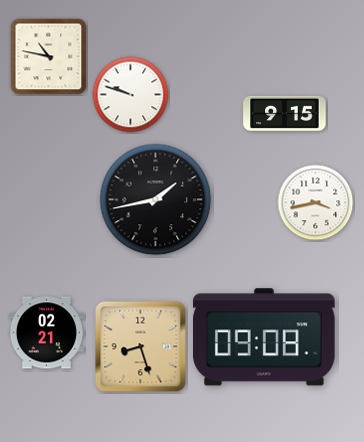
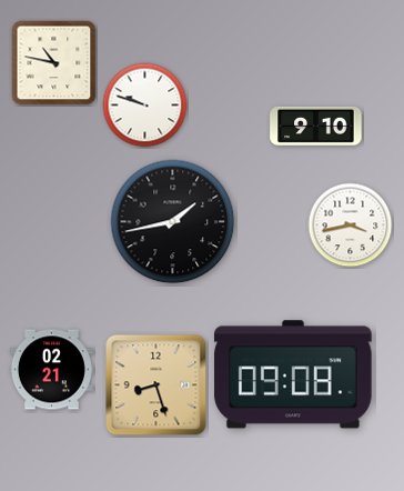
clock at (285, 113): 9:15 -> 9:10
